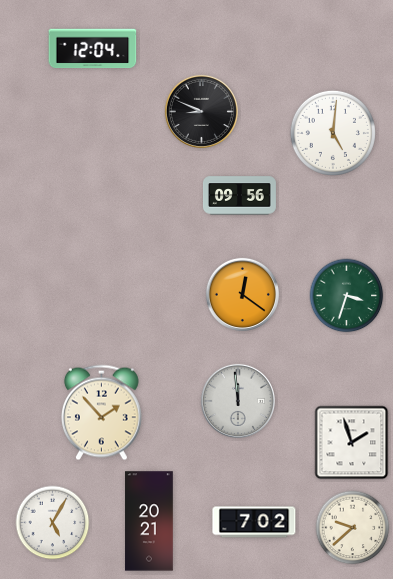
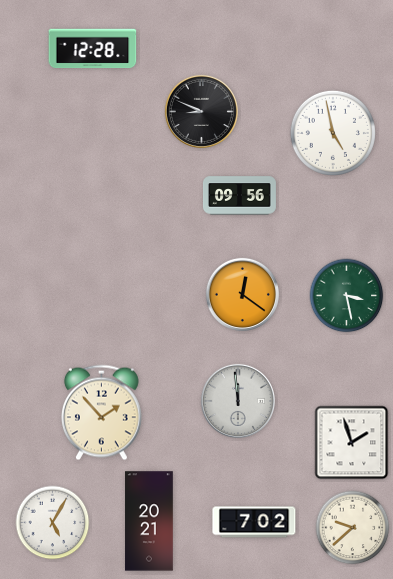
clock at (93, 49): 12:04 -> 12:28
clock at (333, 133): 5:01 -> 4:58
clock at (347, 296): 3:33 -> 3:28
